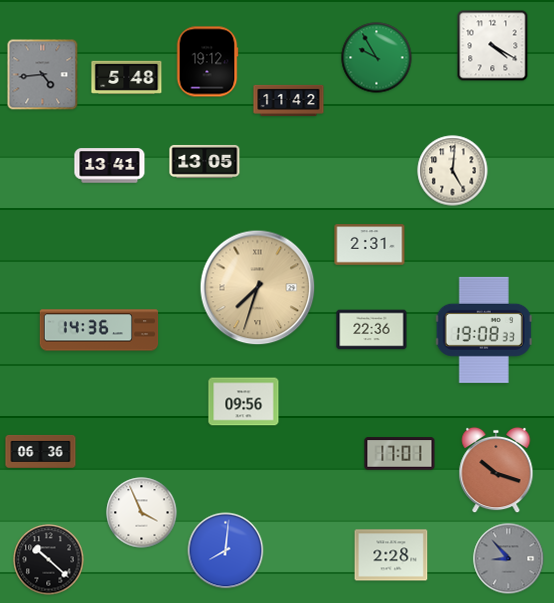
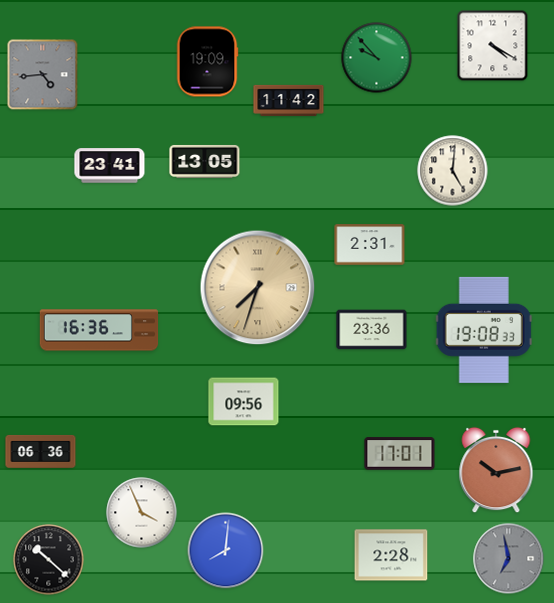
clock at (377, 58): 9:55 -> 9:53
clock at (207, 62): 19:12 -> 19:09
clock at (127, 77): 5:48 -> none
clock at (110, 166): 13:41 -> 23:41
clock at (99, 330): 14:36 -> 16:36
clock at (372, 330): 22:36 -> 23:36
clock at (496, 470): 10:18 -> 10:13
clock at (509, 559): 8:53 -> 6:58
